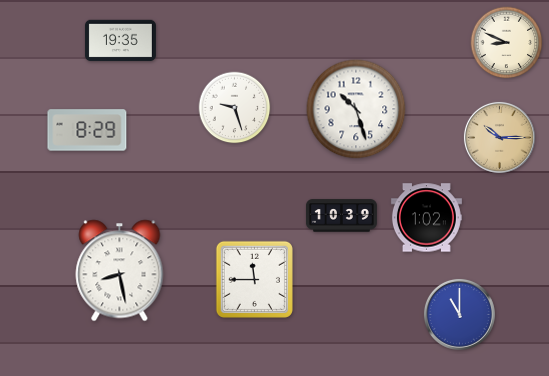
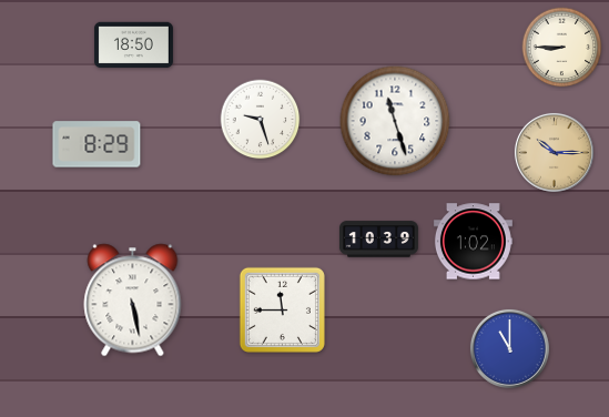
clock at (120, 41): 19:35 -> 18:50
clock at (507, 43): 8:49 -> 8:45
clock at (356, 109): 10:27 -> 11:27
clock at (120, 271): 8:28 -> 5:28
